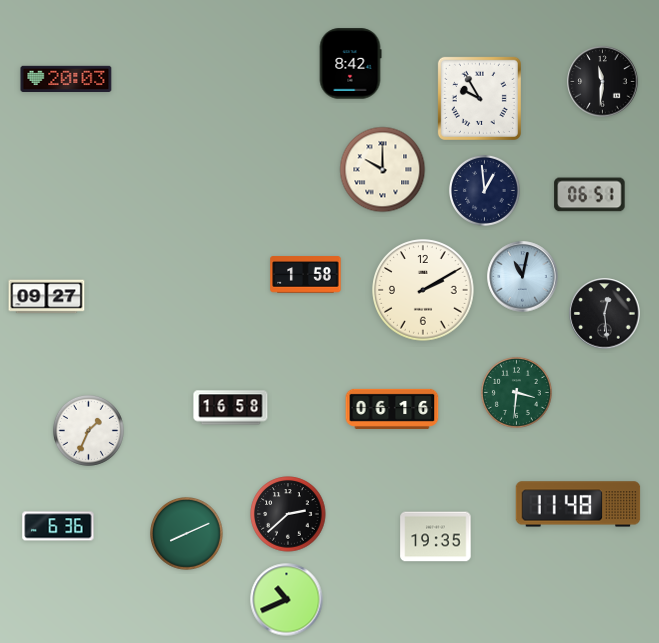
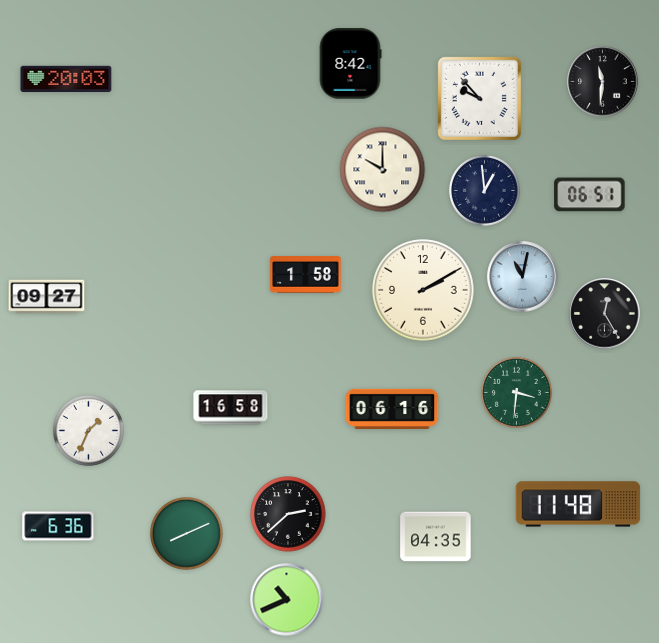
clock at (479, 98): 9:55 -> 9:53
clock at (605, 314): 12:29 -> 12:25
clock at (436, 537): 19:35 -> 04:35
